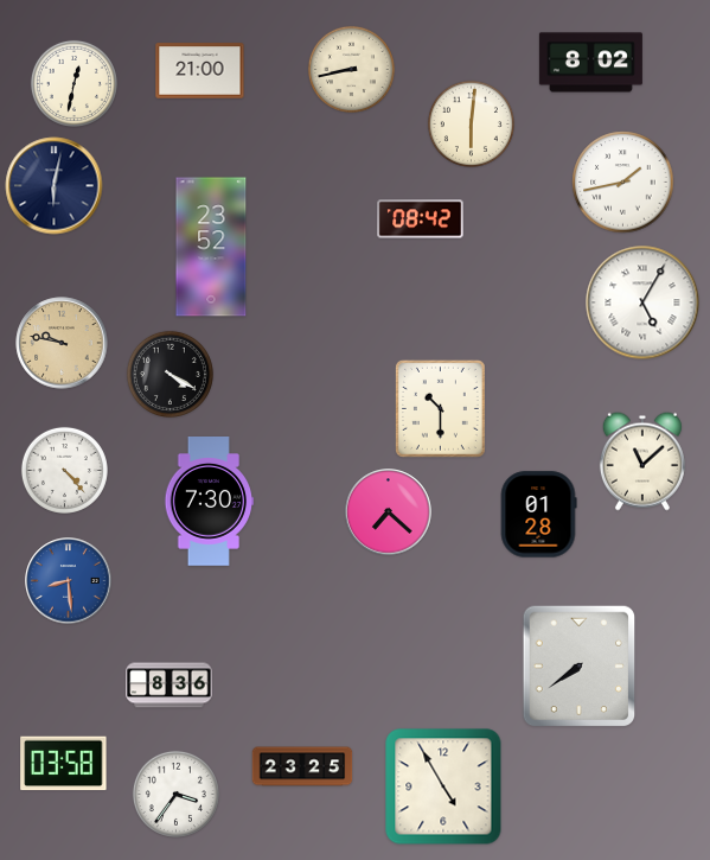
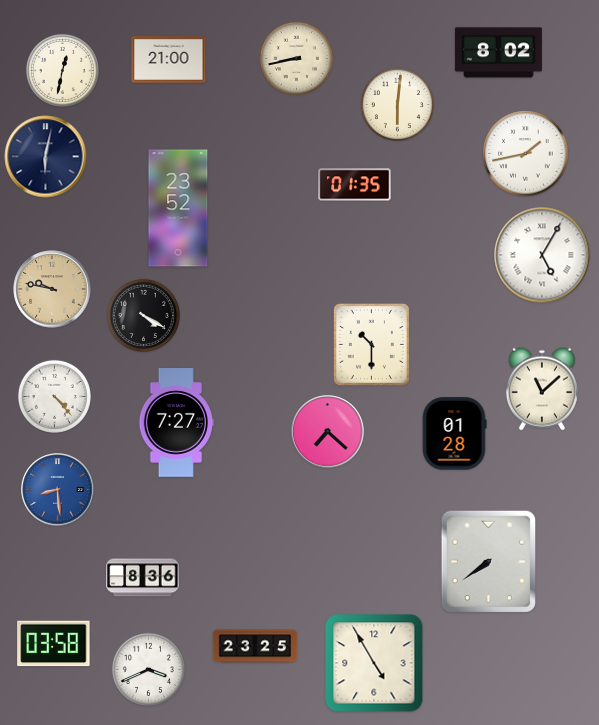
clock at (421, 219): 08:42 -> 01:35
clock at (210, 502): 7:30 -> 7:27
clock at (175, 794): 3:36 -> 3:41
